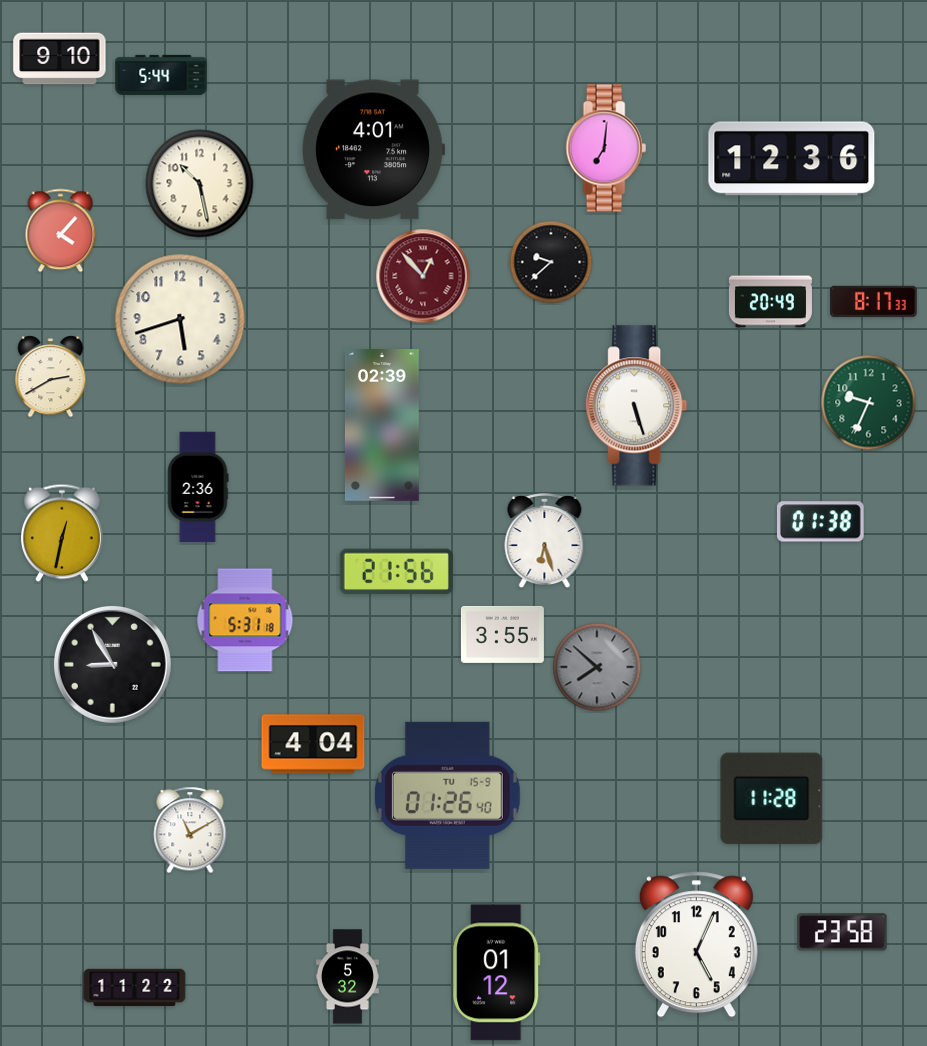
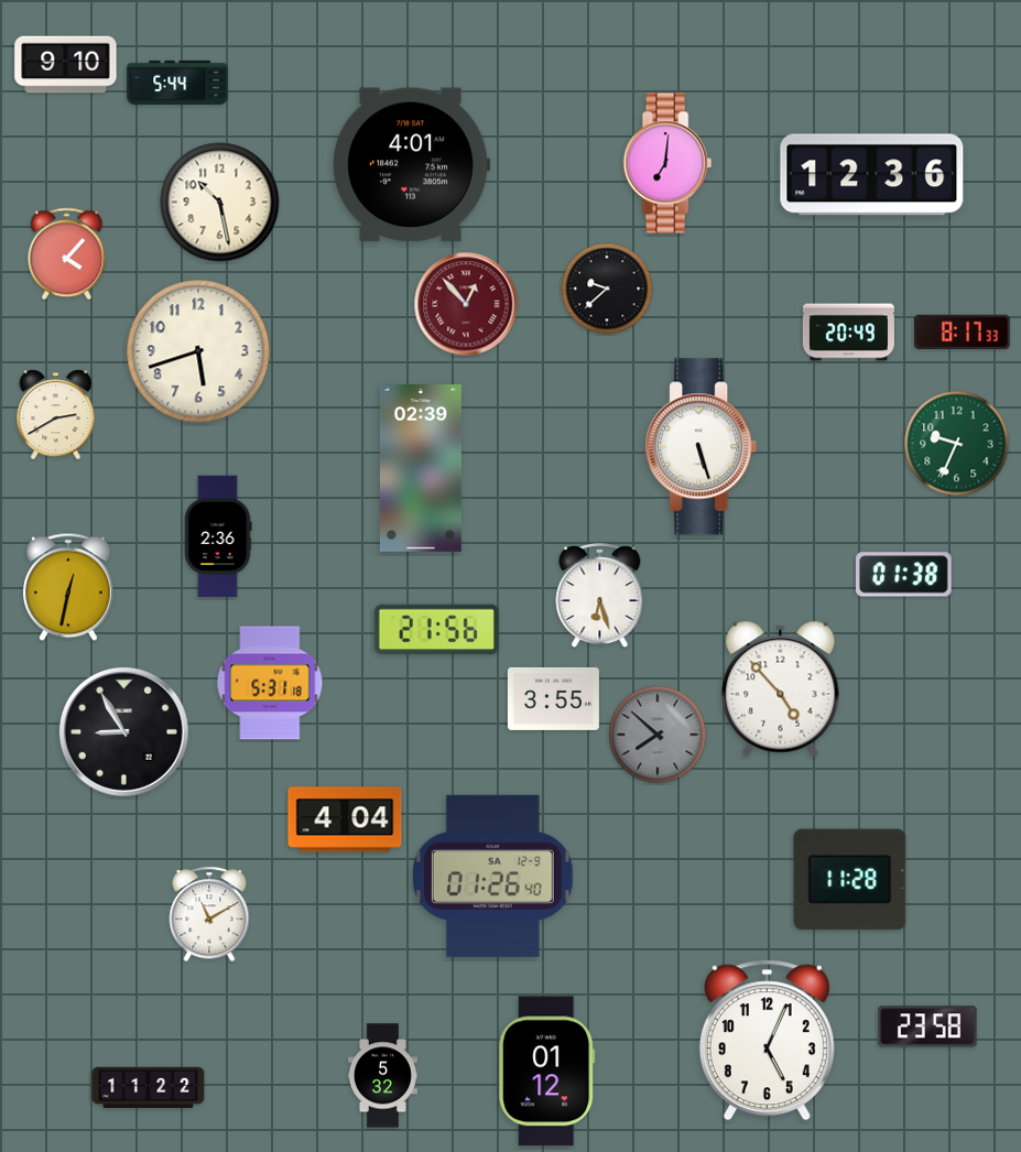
clock at (781, 688): none -> 4:53
clock at (447, 795) date: TU 15-9 -> SA 12-9
